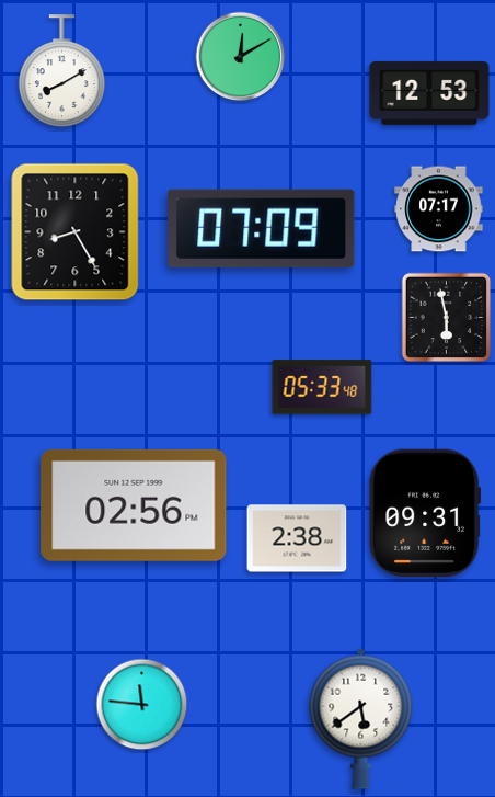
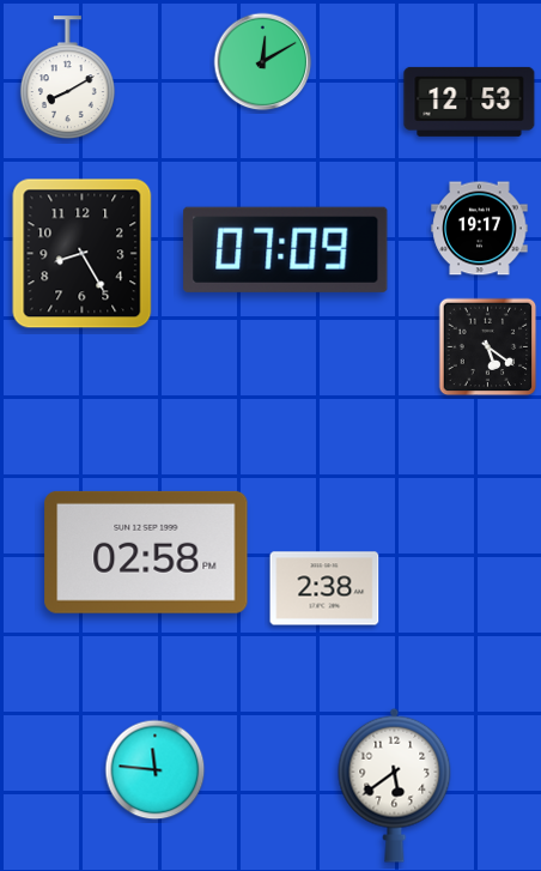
clock at (439, 209): 07:17 -> 19:17
clock at (447, 318): 5:58 -> 5:21
clock at (322, 387): 05:33 -> none
clock at (134, 505): 02:56 -> 02:58
clock at (424, 512): 09:31 -> none
